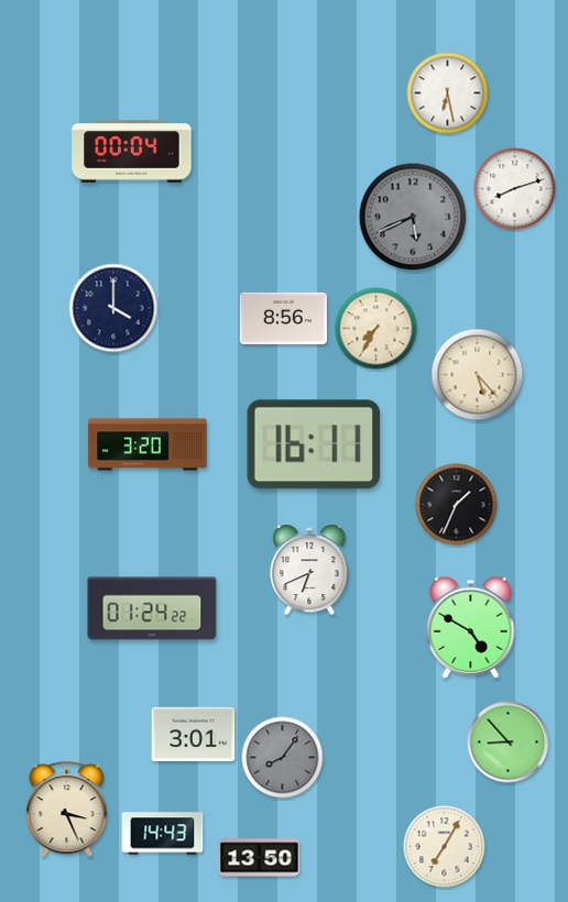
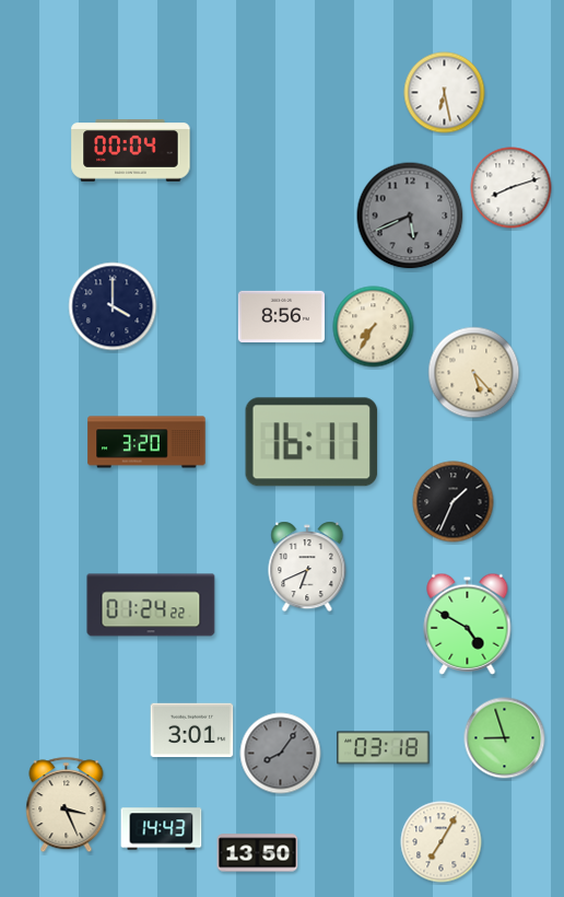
clock at (509, 743): 8:53 -> 8:57
clock at (384, 748): none -> 03:18
